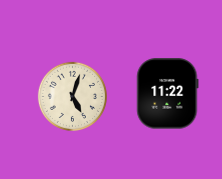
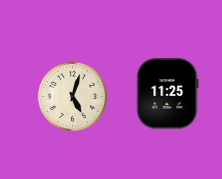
clock at (168, 94): 11:22 -> 11:25
